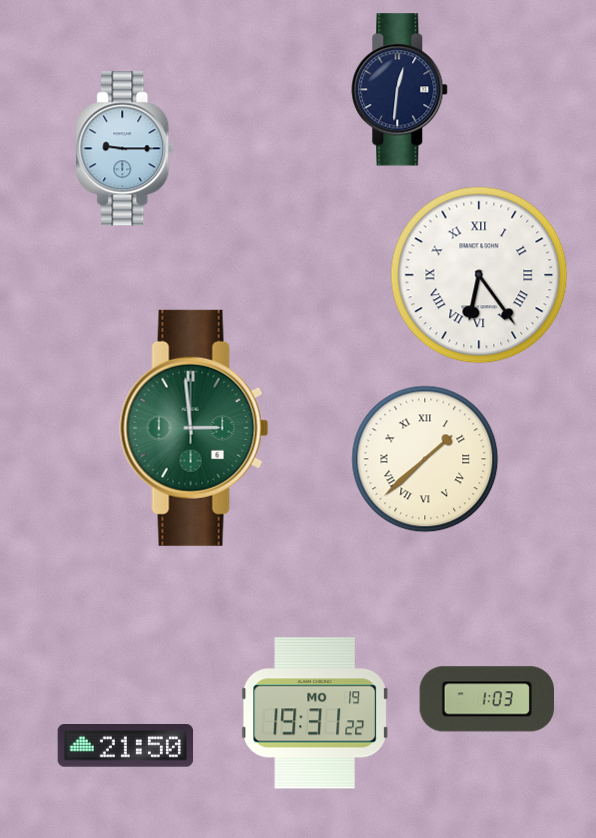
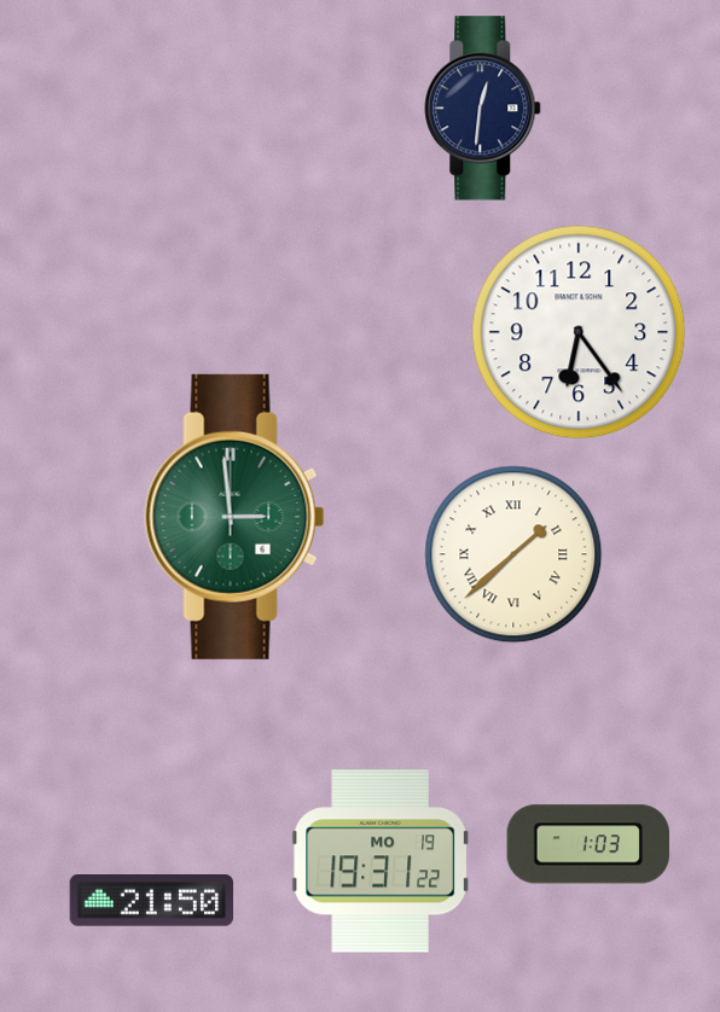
clock at (125, 149): 9:15 -> none
clock at (479, 275) numerals: Roman -> Arabic
